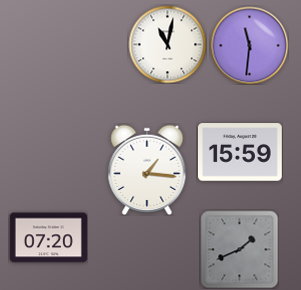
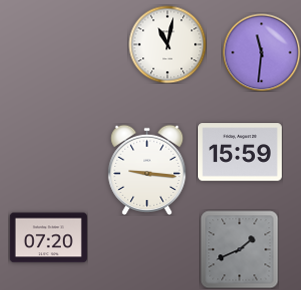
clock at (249, 45) position: (249, 45) -> (261, 52)
clock at (147, 169): 1:16 -> 9:16
